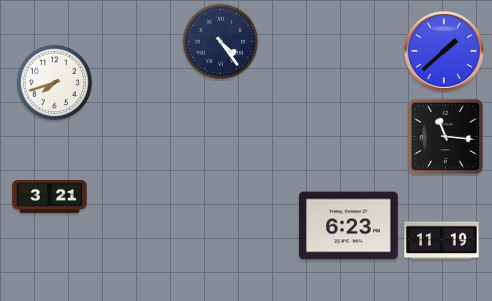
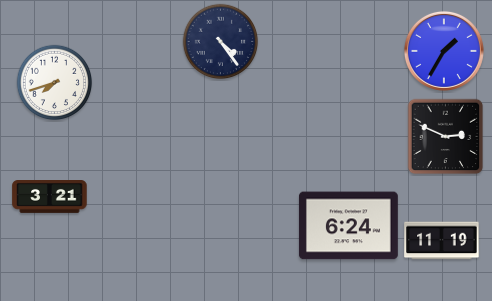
clock at (444, 51): 1:38 -> 1:35
clock at (446, 137): 11:16 -> 2:49
clock at (348, 226): 6:23 -> 6:24
